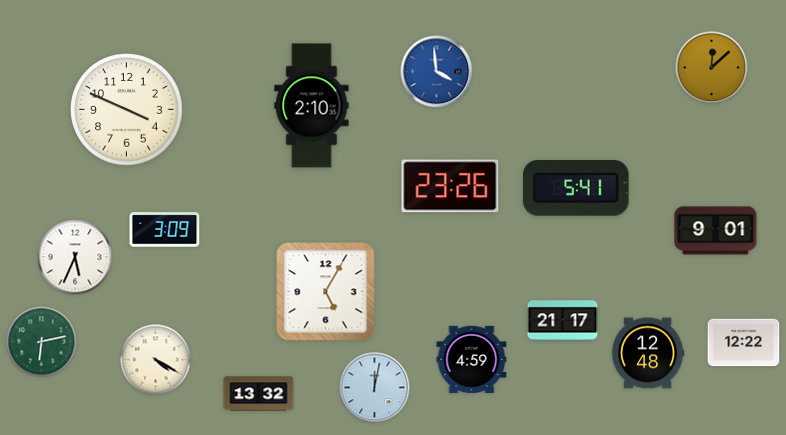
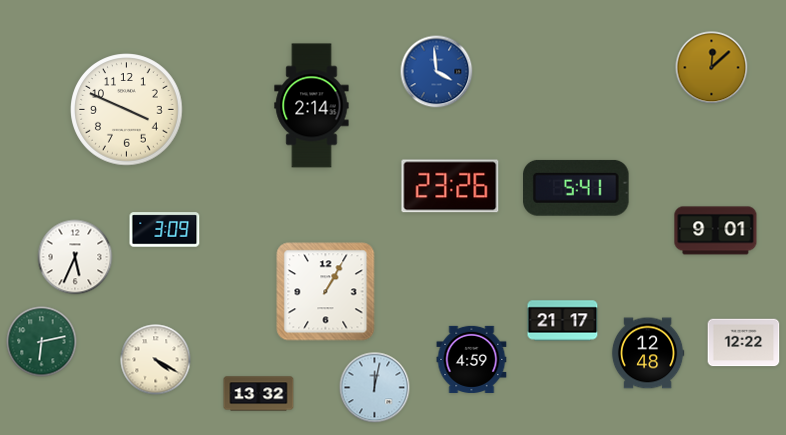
clock at (312, 106): 2:10 -> 2:14
clock at (326, 292): 5:05 -> 1:05
